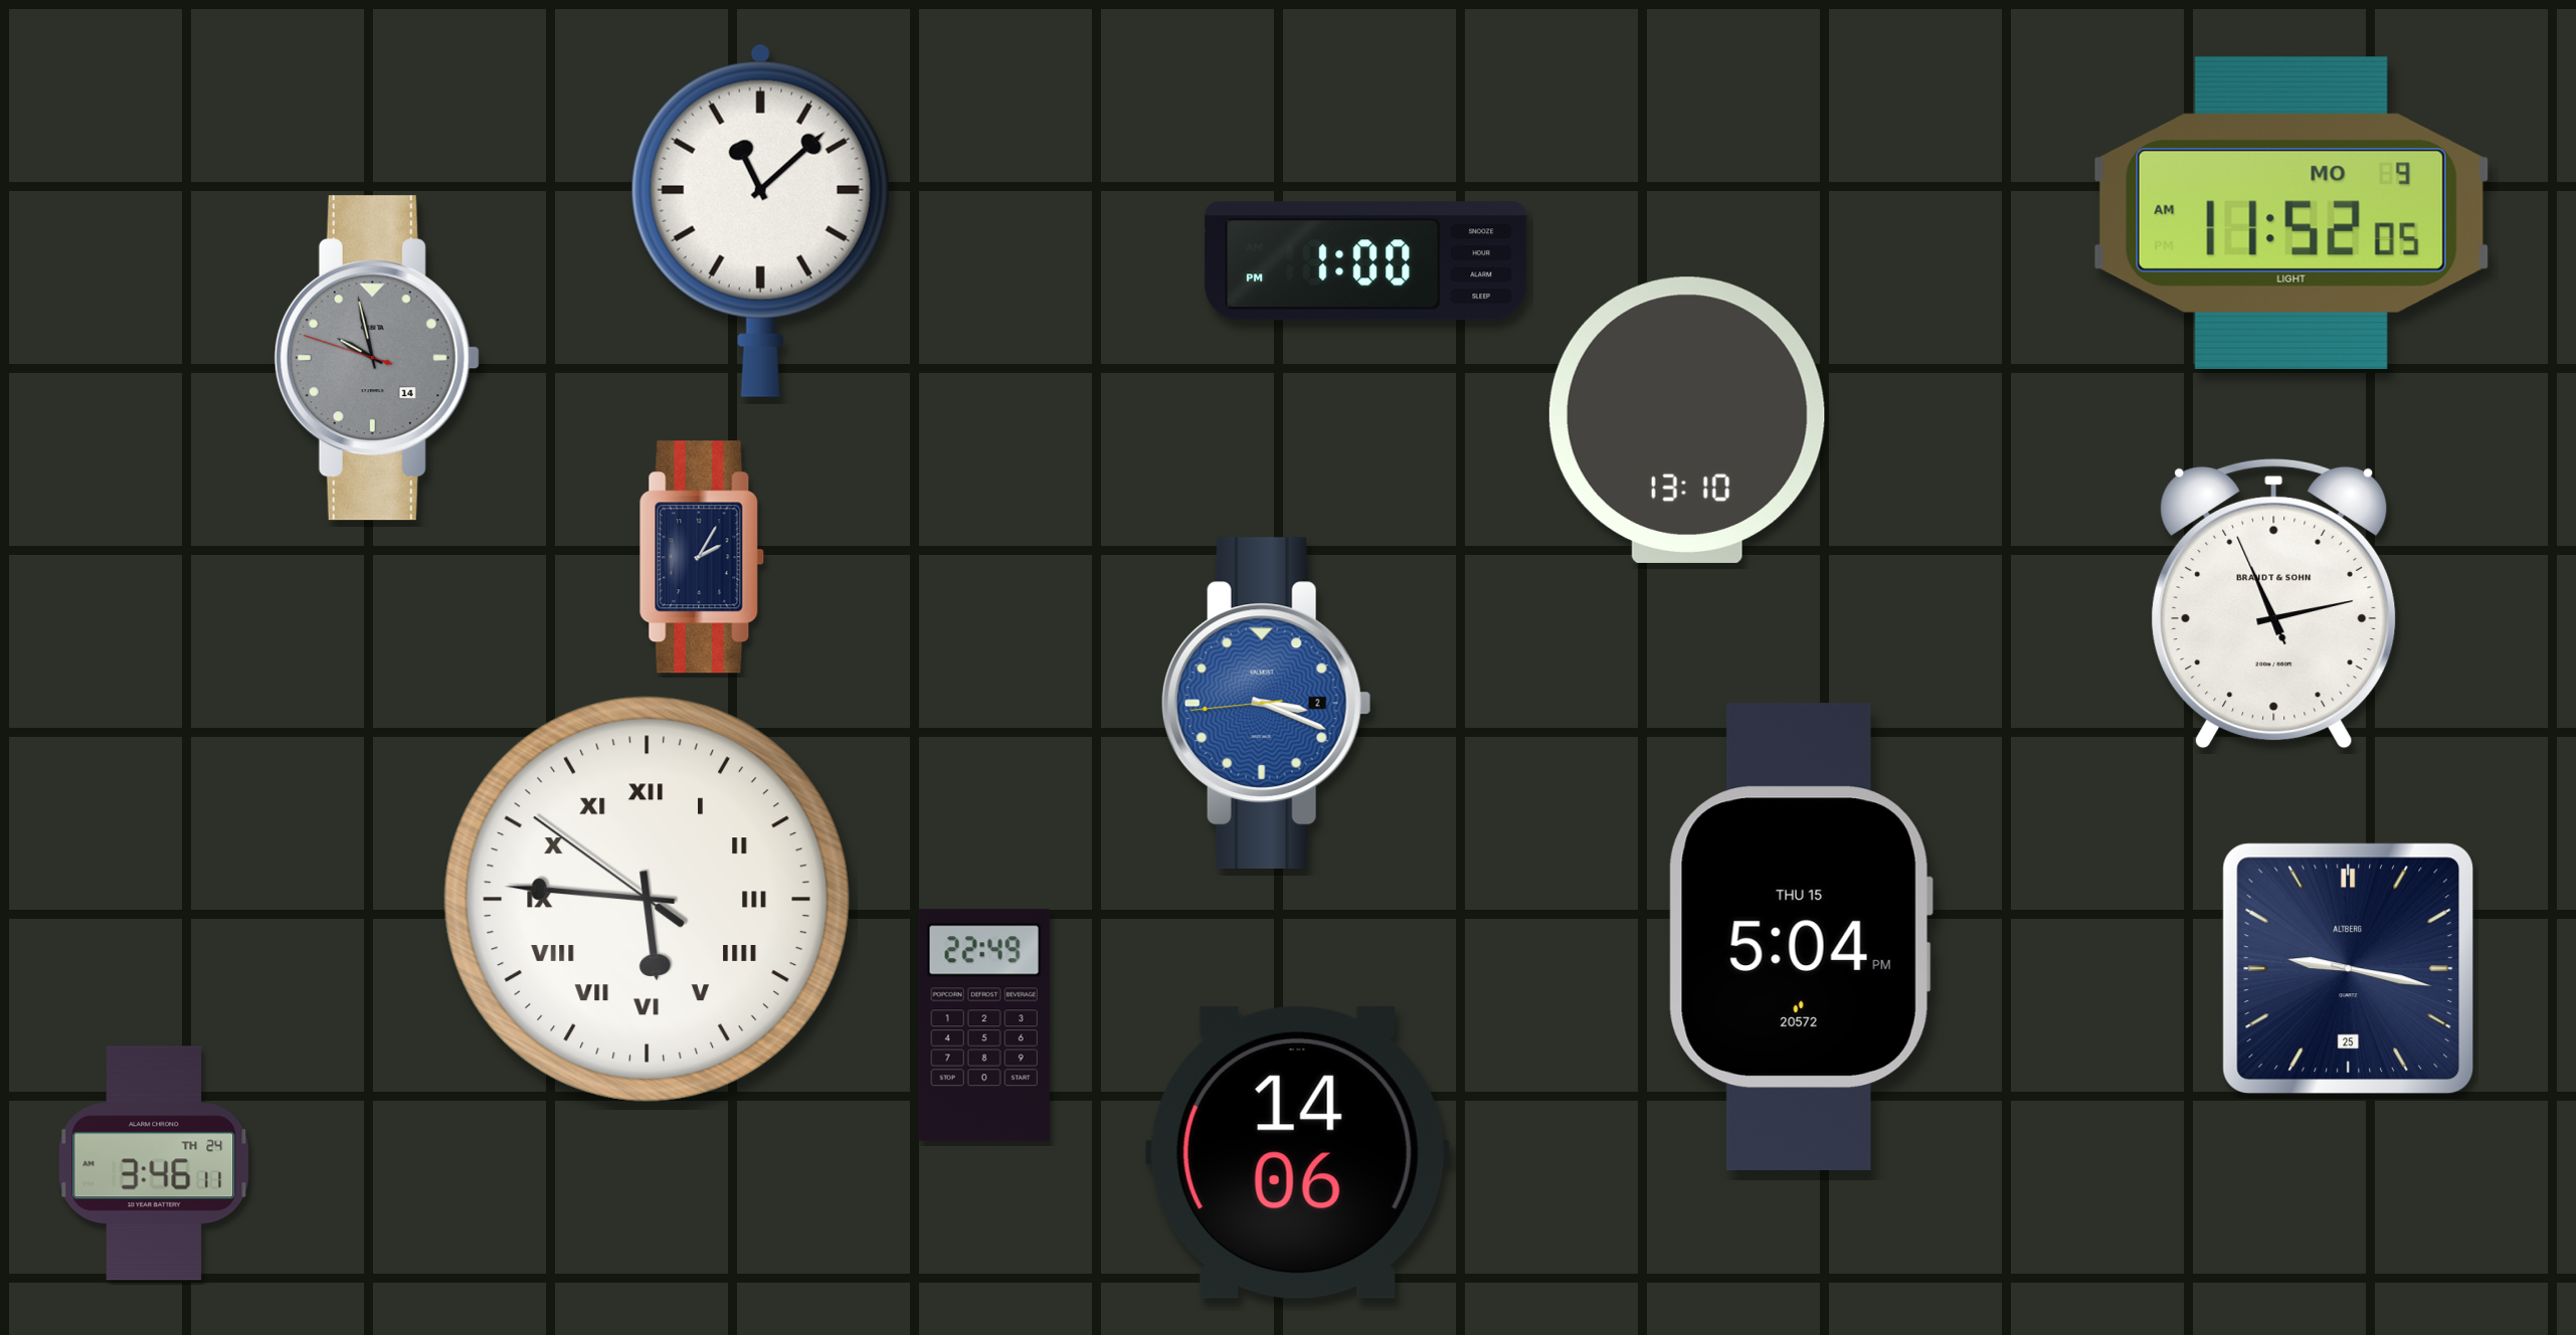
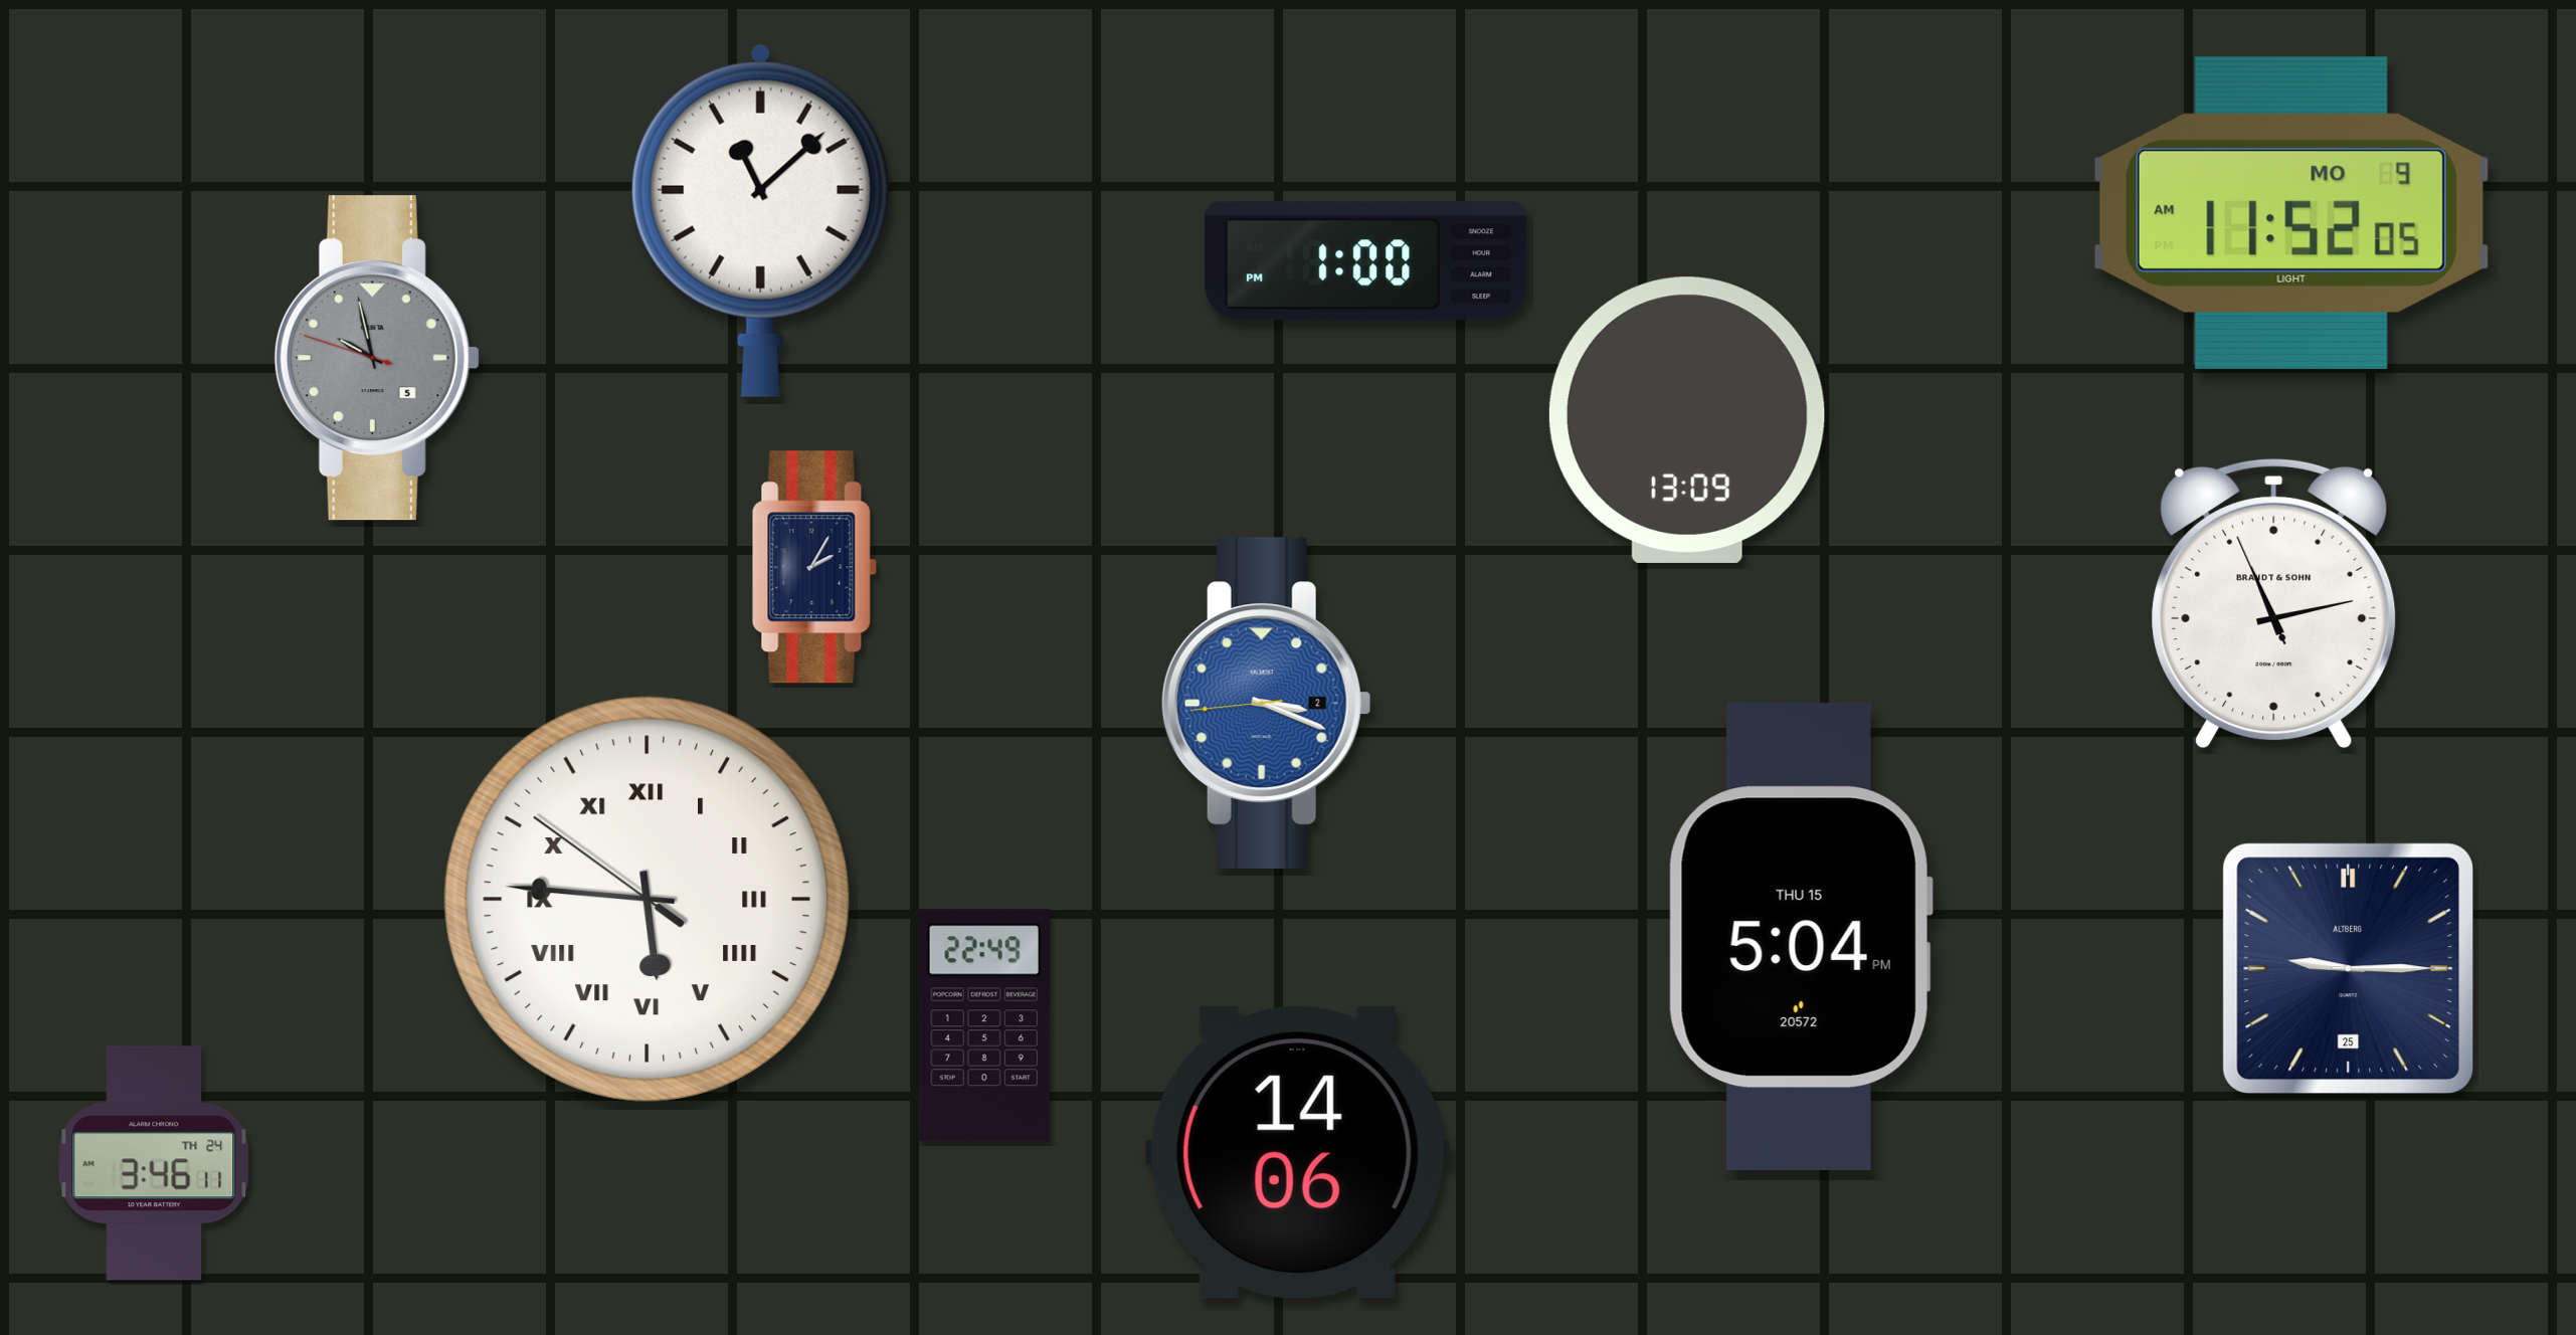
clock at (377, 358) date: 14 -> 5
clock at (1687, 420): 13:10 -> 13:09
clock at (702, 557) position: (702, 557) -> (814, 567)
clock at (2348, 968): 9:17 -> 9:15
